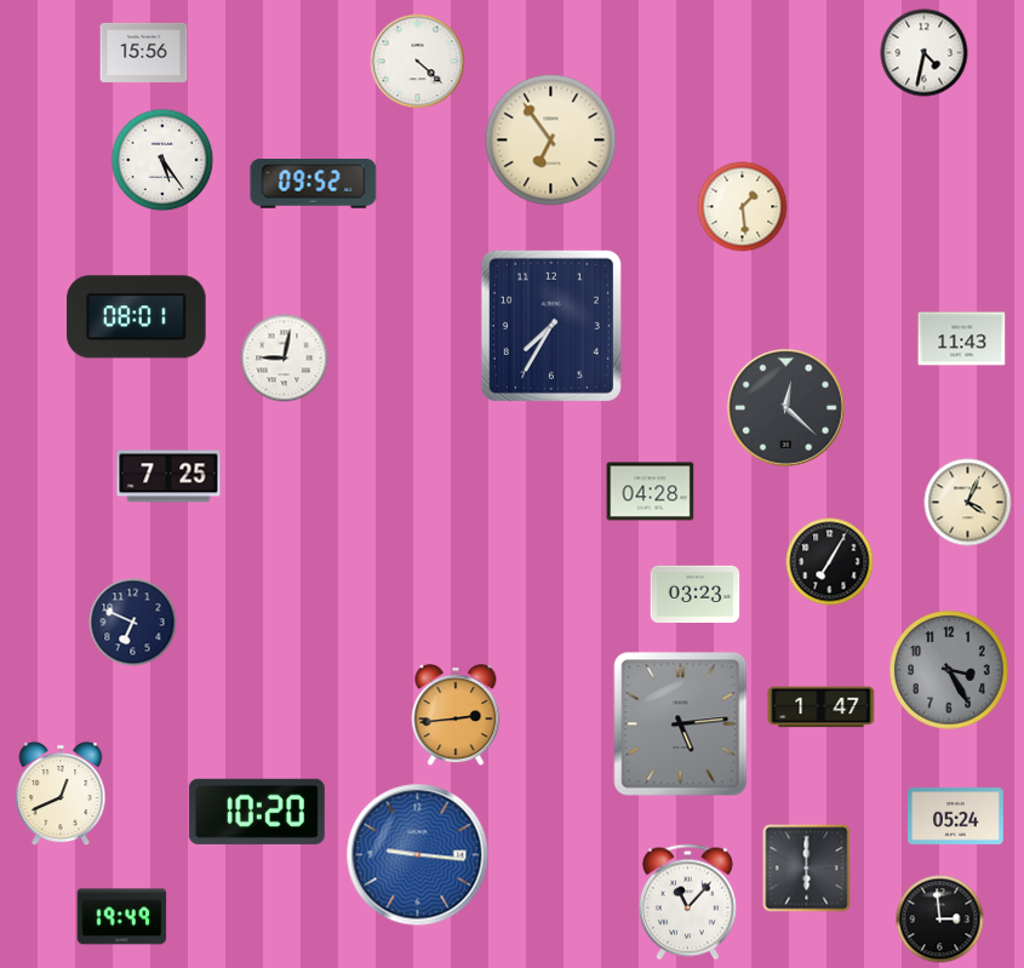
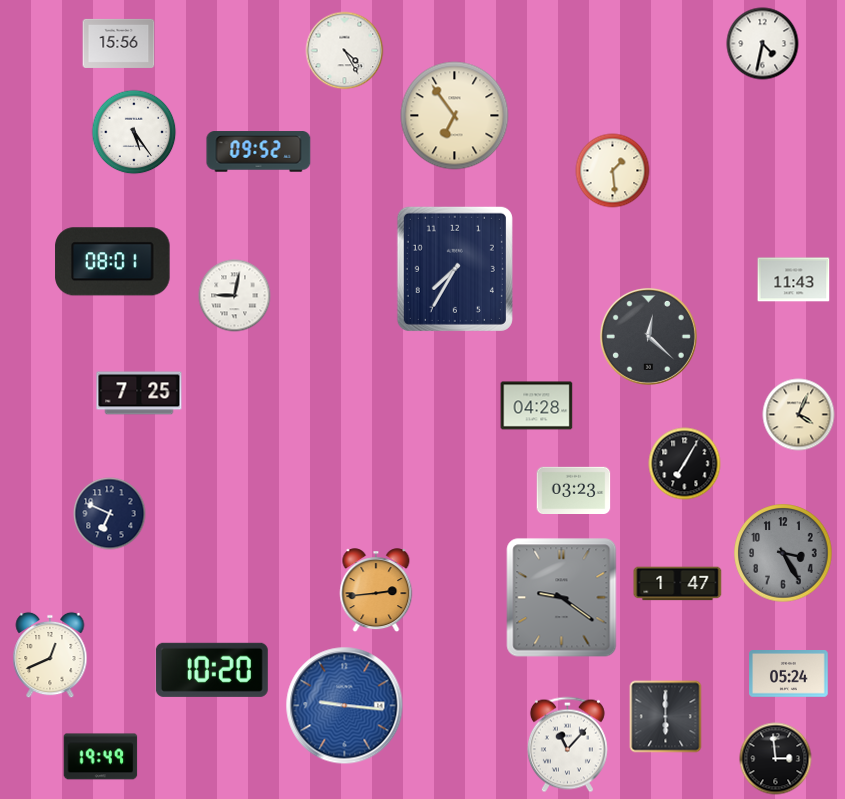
clock at (418, 62): 4:22 -> 4:25
clock at (681, 724): 5:14 -> 9:21
